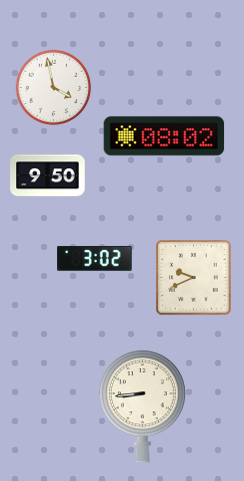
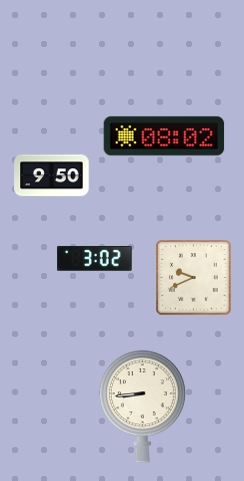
clock at (54, 88): 3:58 -> none
clock at (48, 176) position: (48, 176) -> (52, 176)
